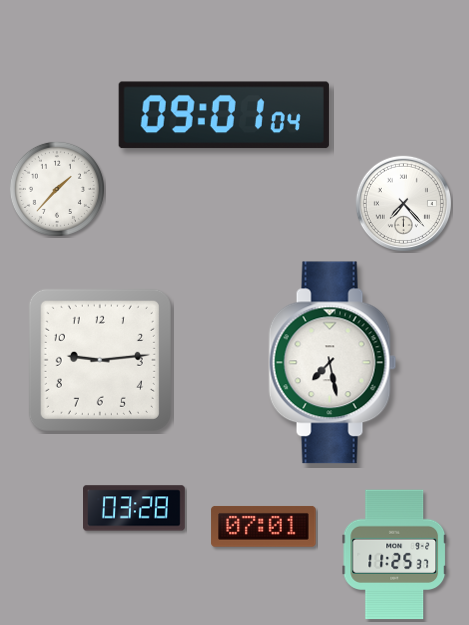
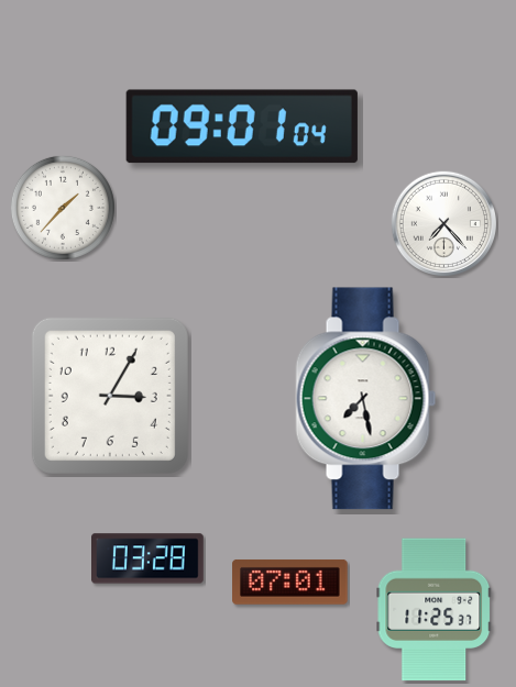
clock at (224, 115) position: (224, 115) -> (242, 126)
clock at (100, 360): 9:14 -> 3:05
clock at (264, 527) position: (264, 527) -> (290, 583)
